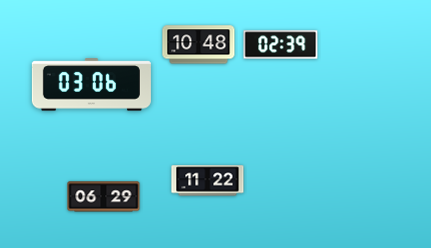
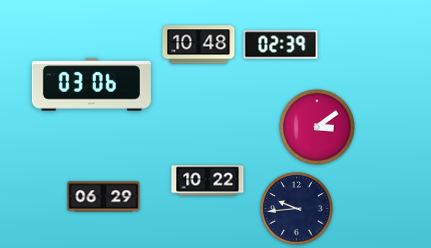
clock at (317, 127): none -> 3:09
clock at (208, 181): 11:22 -> 10:22
clock at (297, 209): none -> 9:44
